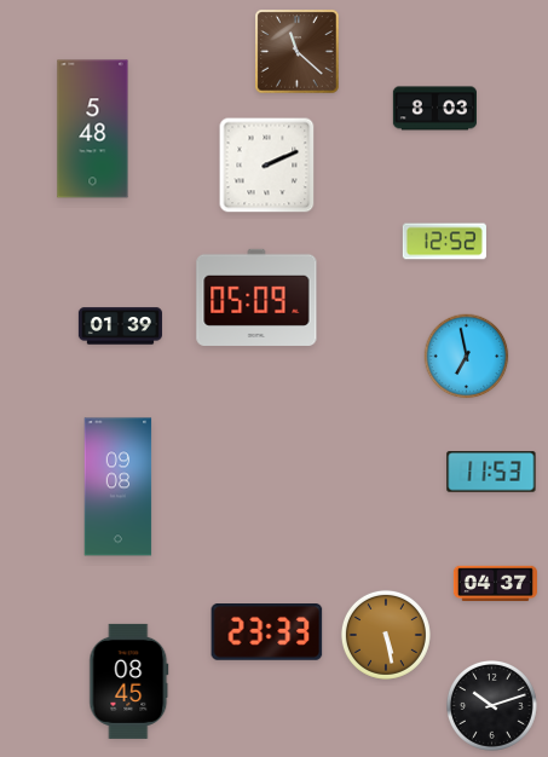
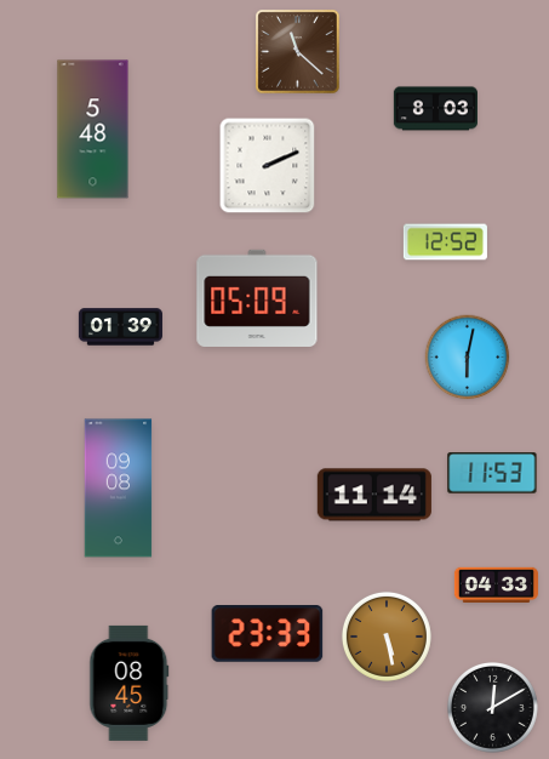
clock at (467, 357): 6:58 -> 6:02
clock at (374, 495): none -> 11:14
clock at (495, 583): 04:37 -> 04:33
clock at (492, 706): 10:12 -> 12:10
